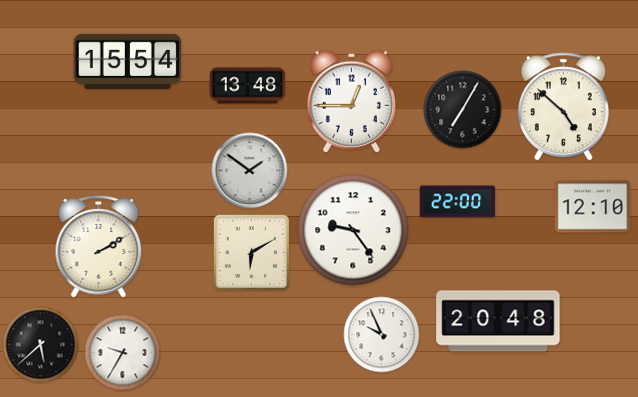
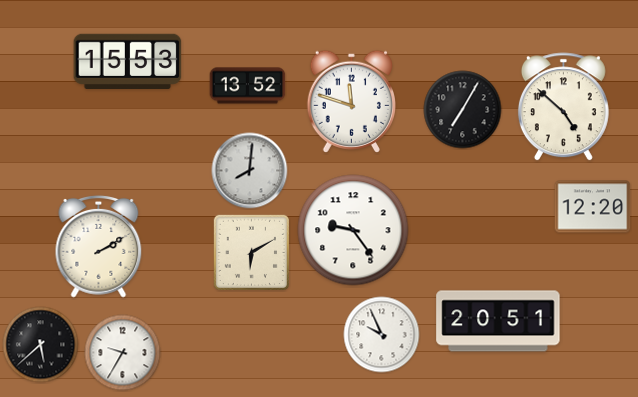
clock at (128, 61): 15:54 -> 15:53
clock at (248, 86): 13:48 -> 13:52
clock at (351, 101): 12:45 -> 11:48
clock at (250, 171): 1:51 -> 8:01
clock at (458, 202): 22:00 -> none
clock at (593, 207): 12:10 -> 12:20
clock at (498, 321): 20:48 -> 20:51
